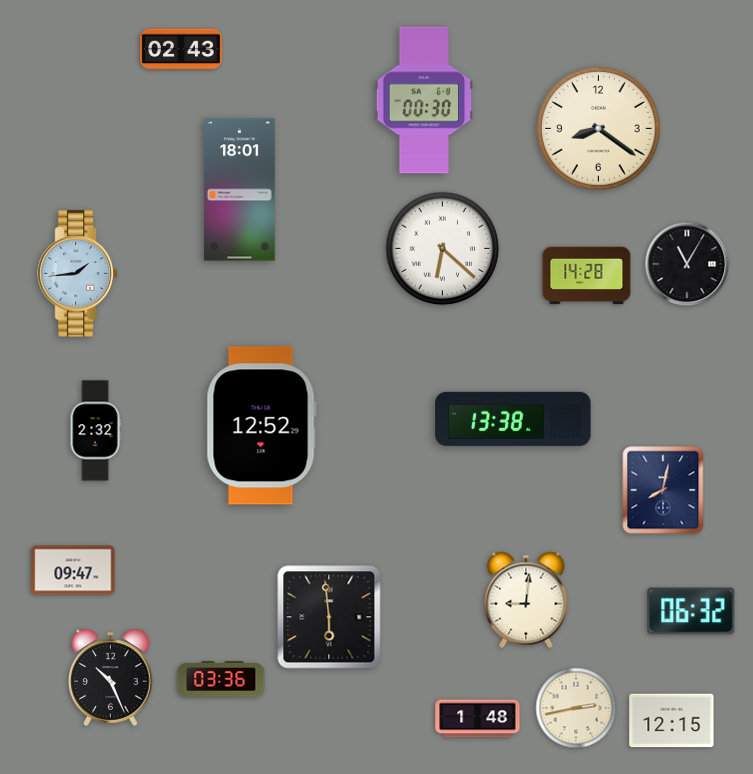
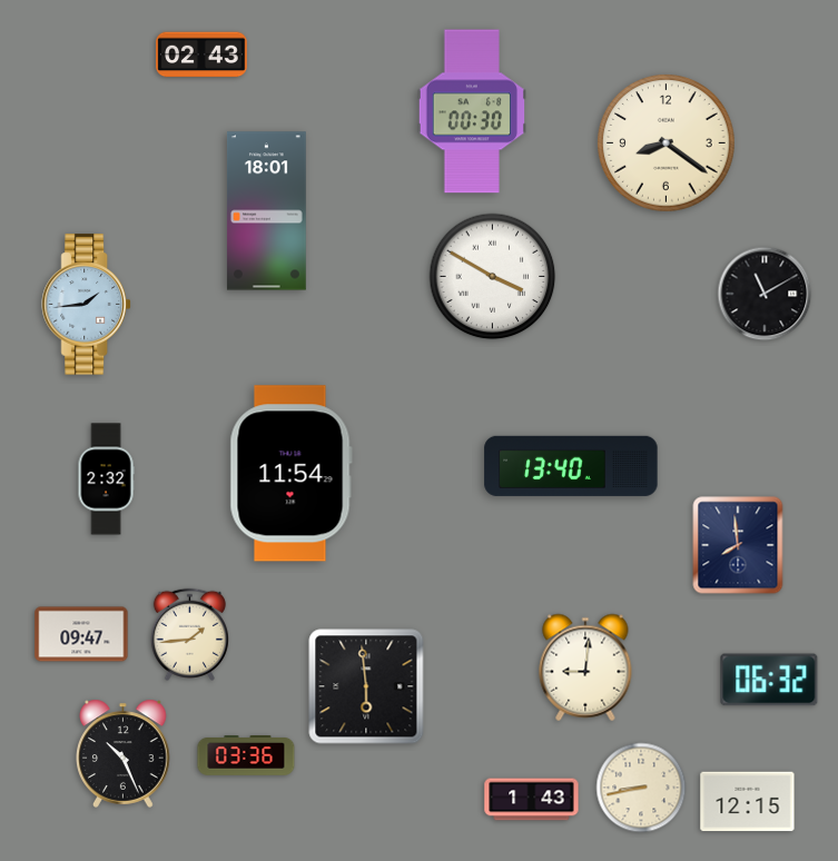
clock at (443, 249): 6:22 -> 3:50
clock at (687, 264): 11:05 -> 11:10
clock at (587, 276): 14:28 -> none
clock at (513, 419): 13:38 -> 13:40
clock at (261, 426): 12:52 -> 11:54
clock at (663, 490): 8:02 -> 7:59
clock at (189, 634): none -> 1:44
clock at (576, 708): 2:43 -> 8:43
clock at (478, 719): 1:48 -> 1:43
